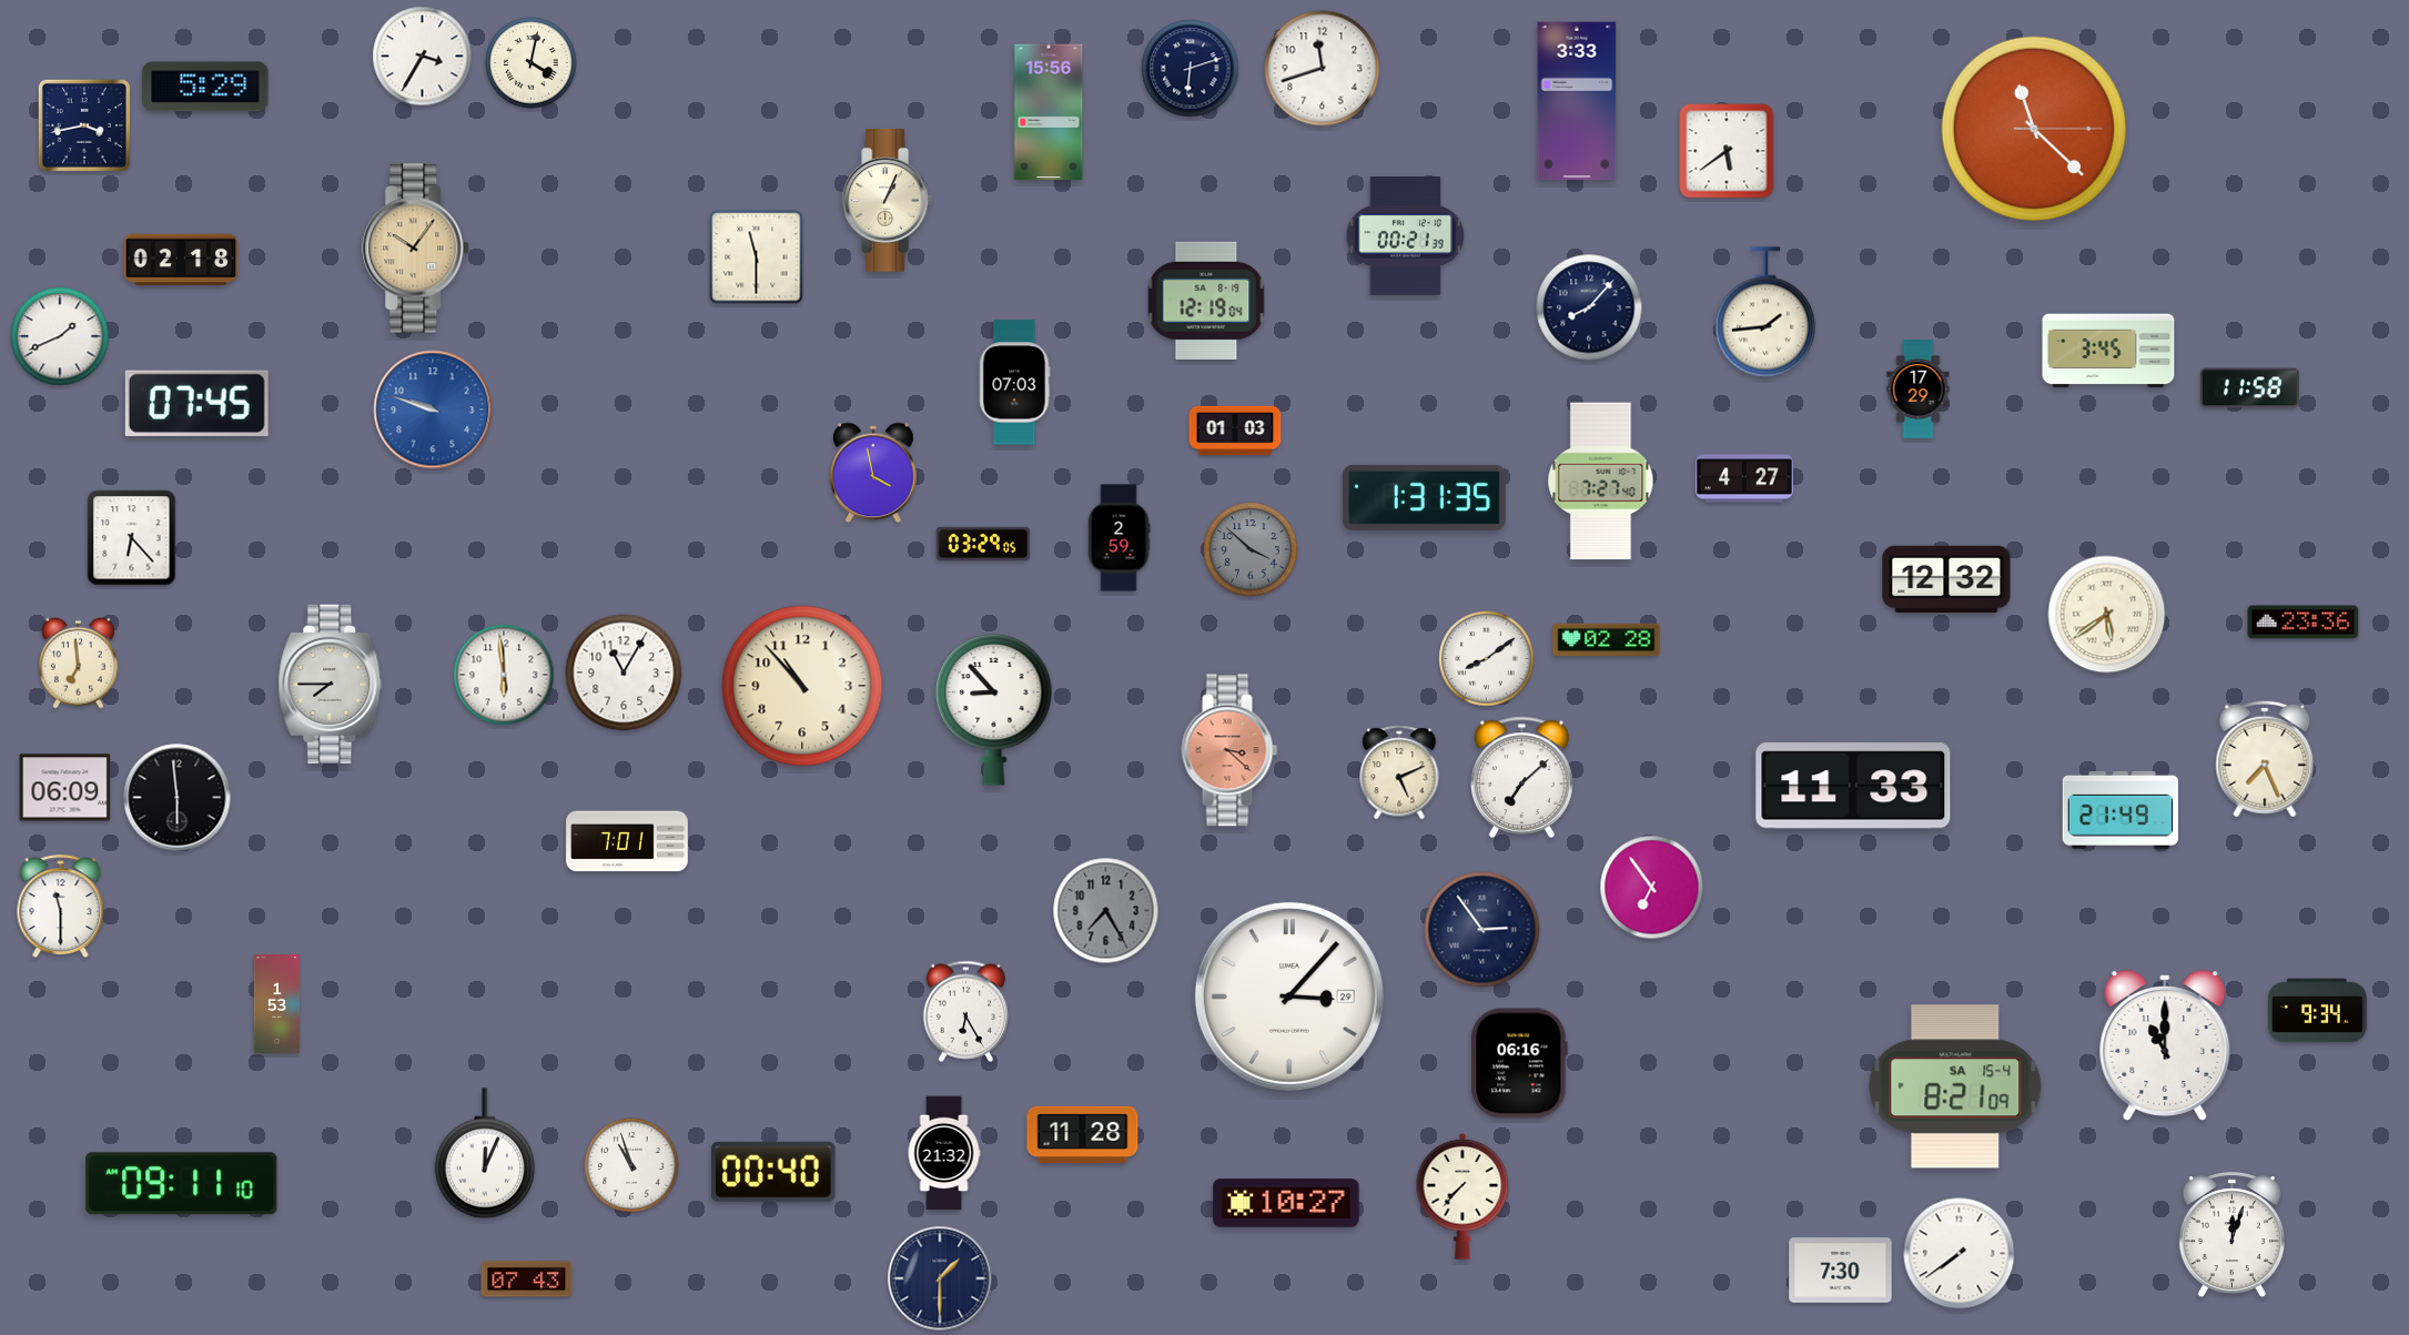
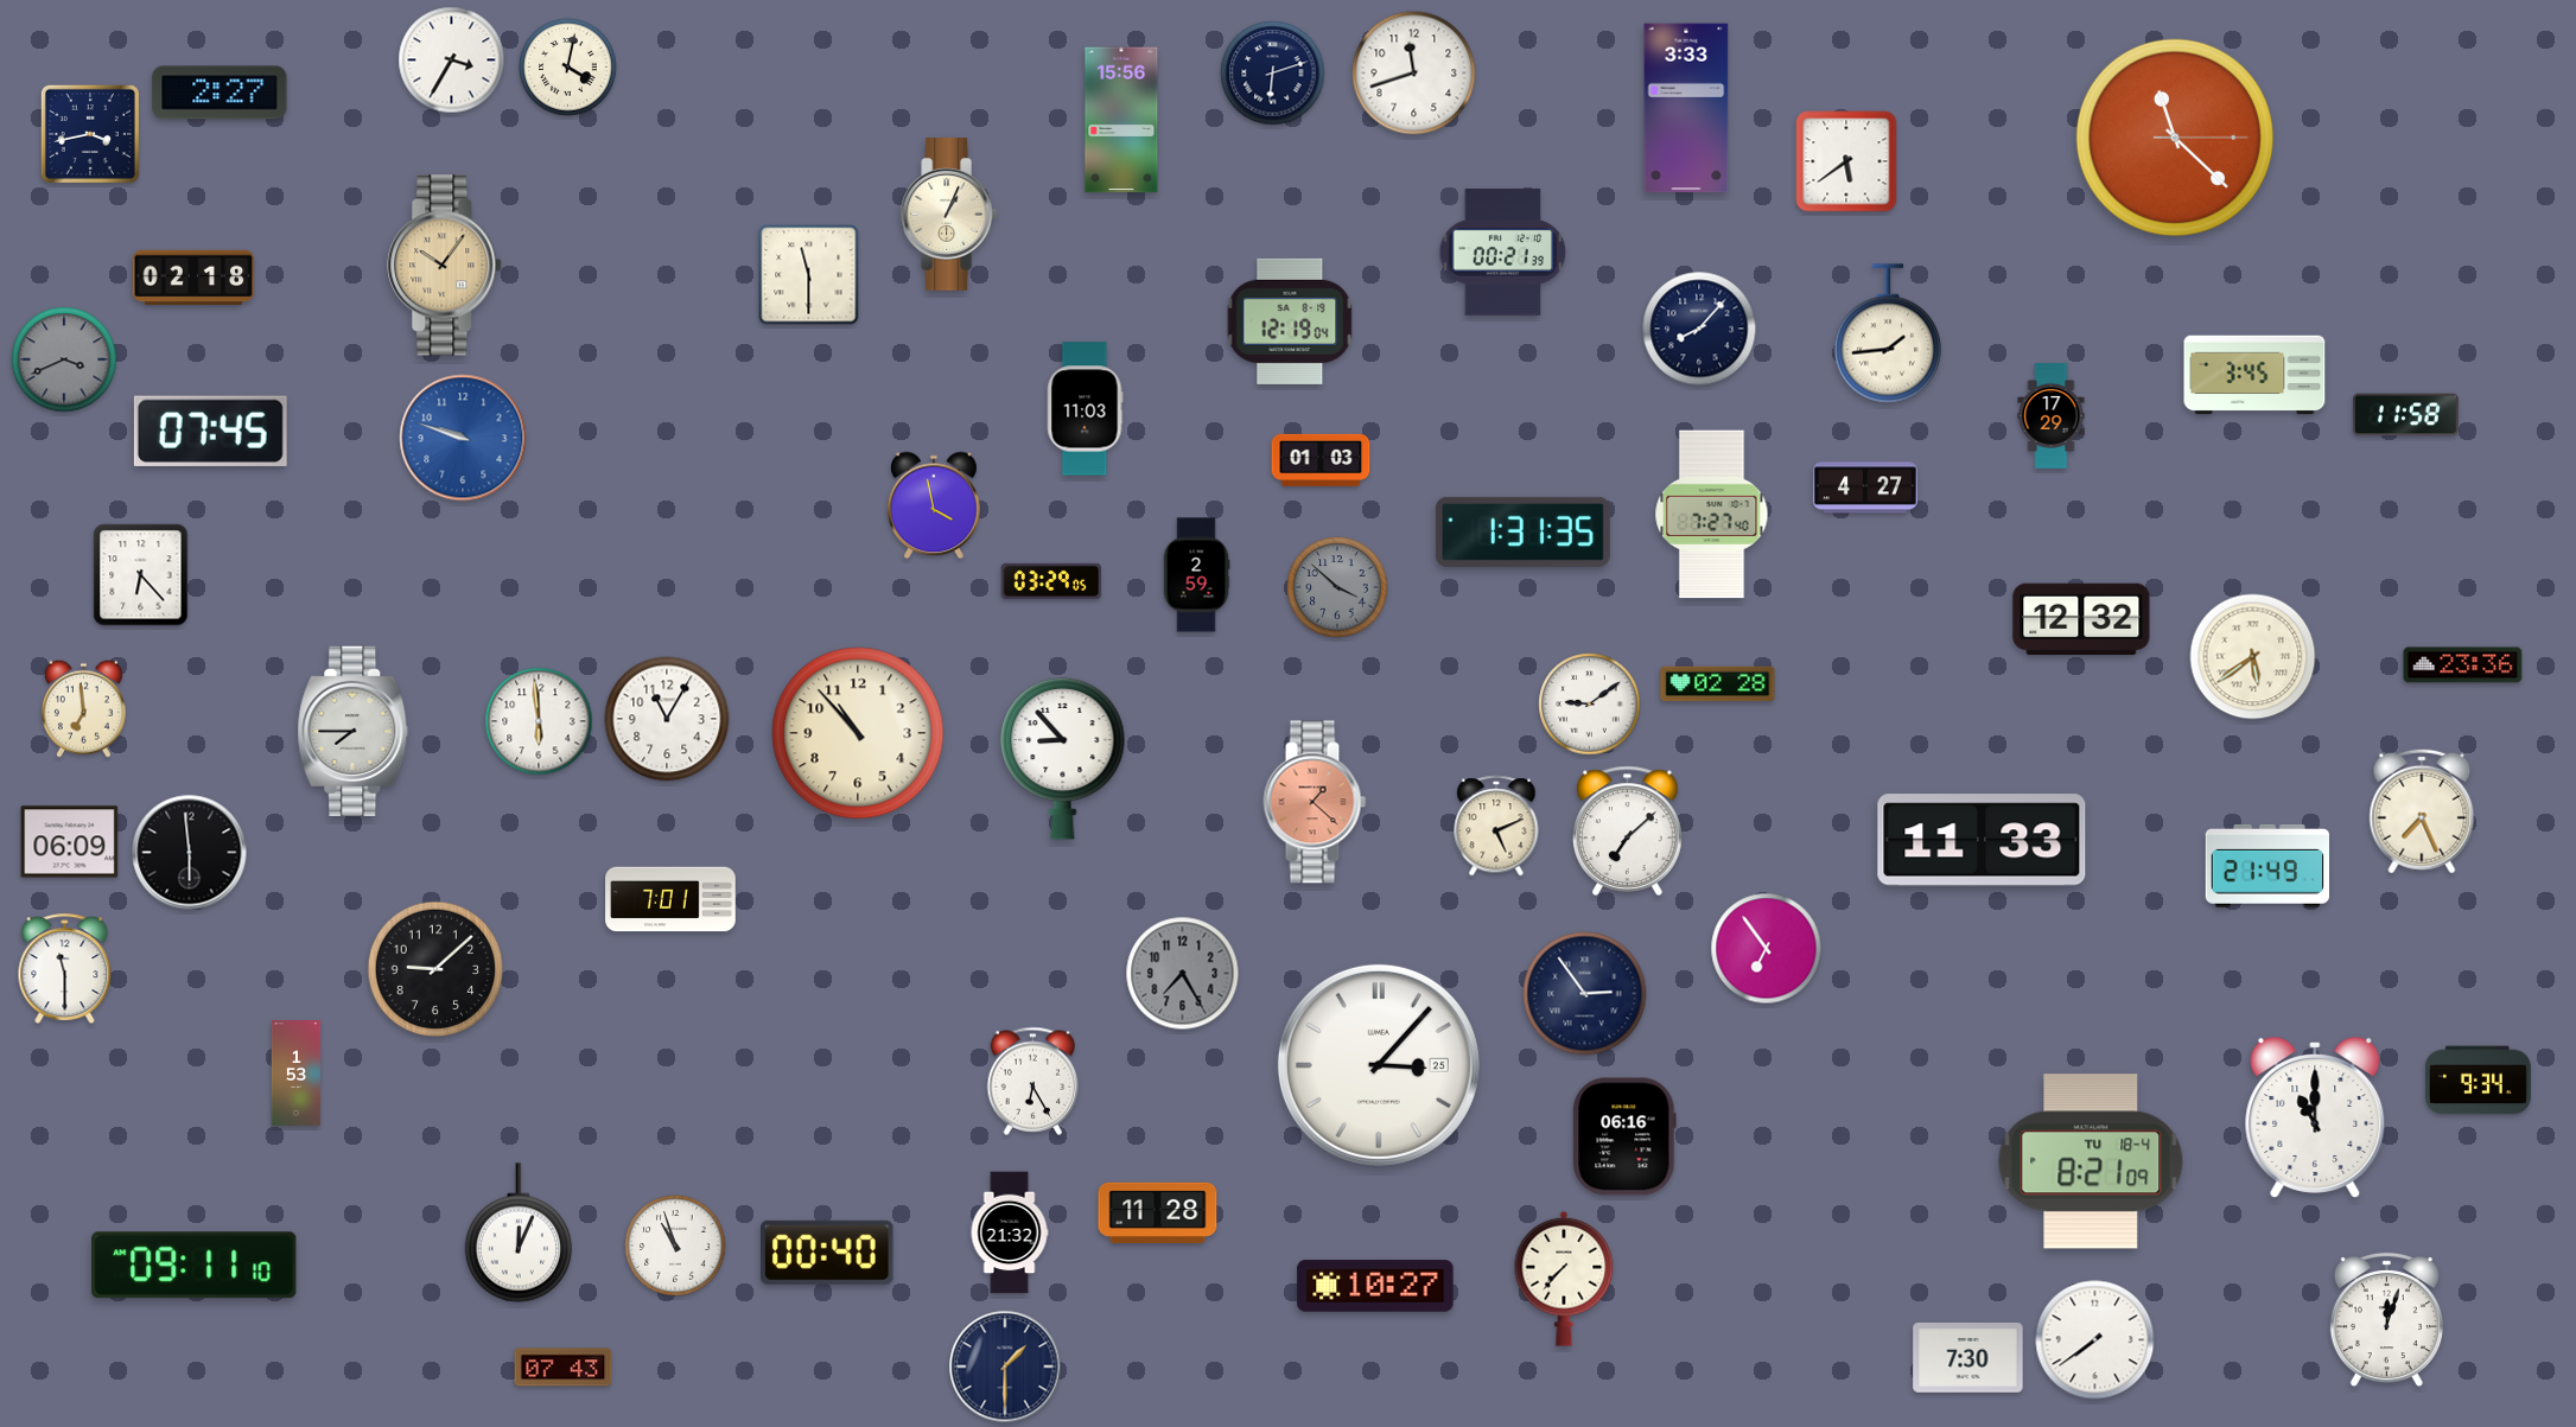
clock at (205, 87): 5:29 -> 2:27
clock at (60, 336): 1:41 -> 3:41
clock at (60, 336) dial: white -> grey
clock at (1014, 383): 07:03 -> 11:03
clock at (1744, 478) position: (1744, 478) -> (1865, 488)
clock at (1487, 659): 8:09 -> 9:09
clock at (1229, 750): 3:22 -> 1:22
clock at (435, 969): none -> 9:08
clock at (1289, 997) date: 29 -> 25
clock at (1955, 1086) date: SA 15-4 -> TU 18-4
